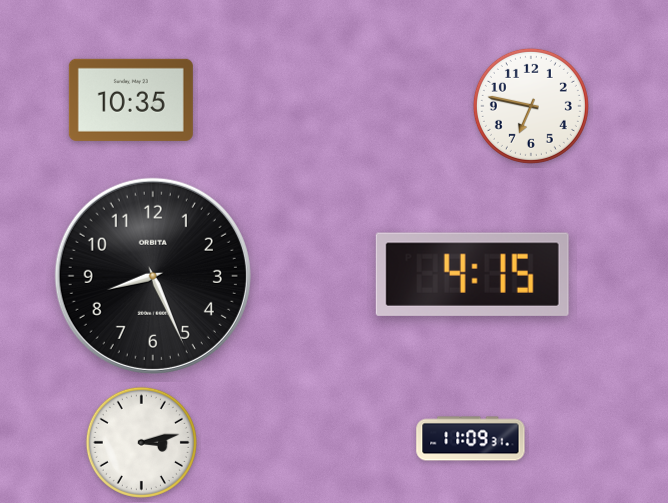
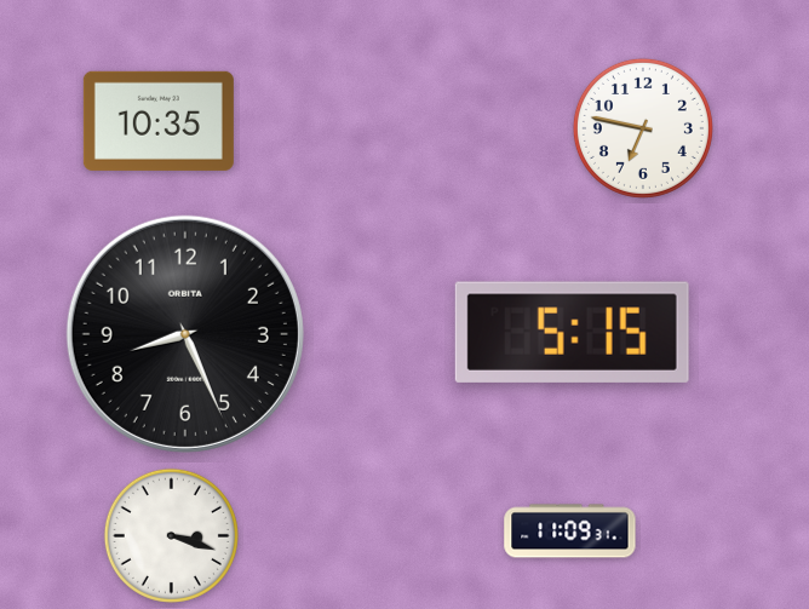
clock at (472, 274): 4:15 -> 5:15
clock at (141, 442): 3:13 -> 3:18
